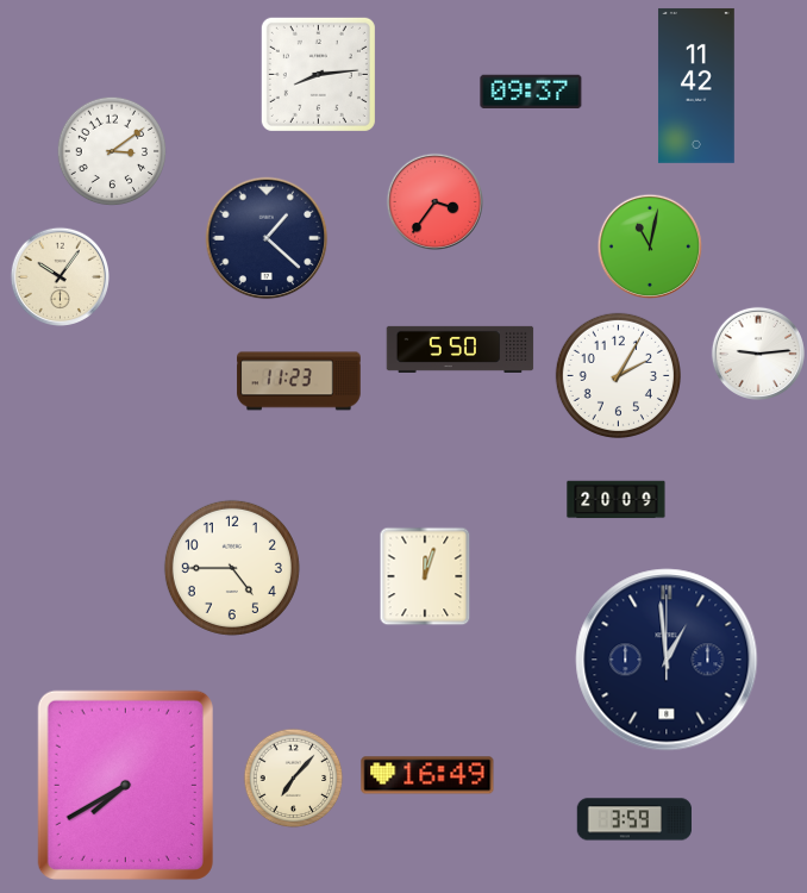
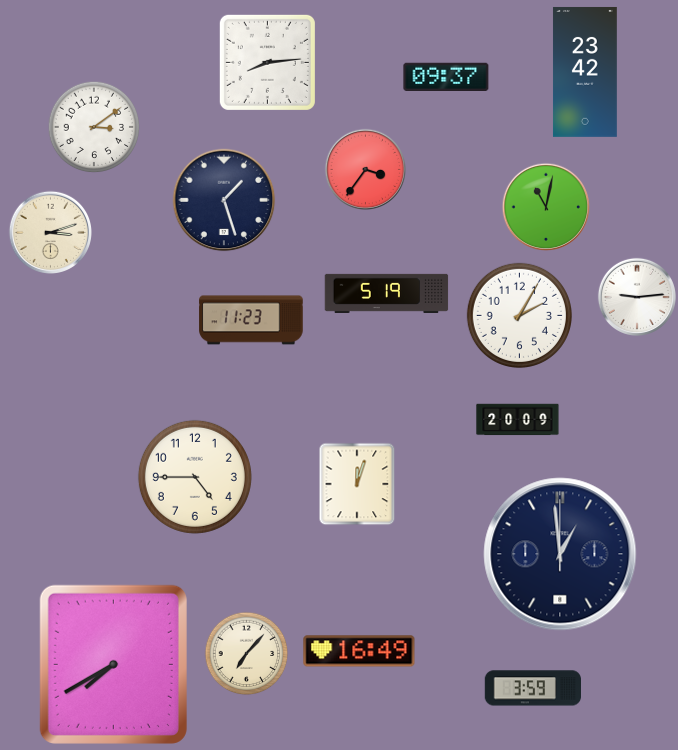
clock at (696, 86): 11:42 -> 23:42
clock at (267, 238): 1:22 -> 1:27
clock at (60, 276): 10:06 -> 3:12
clock at (461, 349): 5:50 -> 5:19
clock at (125, 785) position: (125, 785) -> (113, 664)
